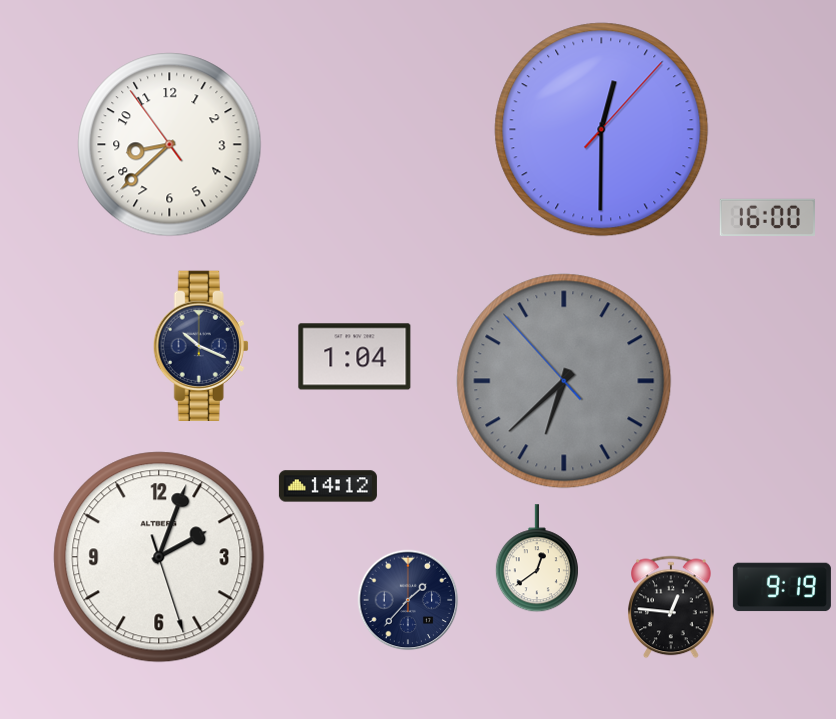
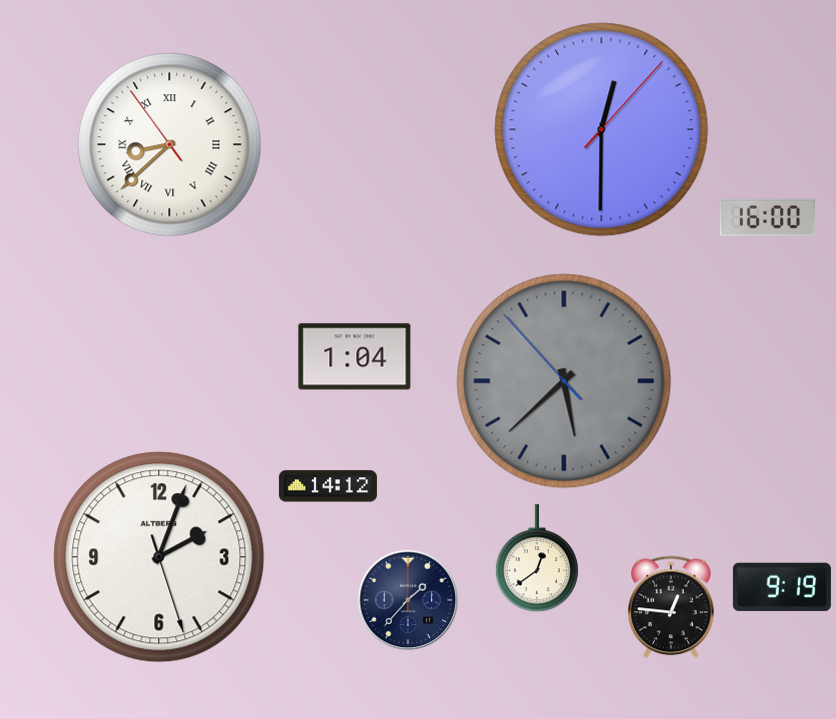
clock at (170, 145) numerals: Arabic -> Roman
clock at (201, 345): 10:19 -> none
clock at (564, 381): 6:37 -> 5:37
